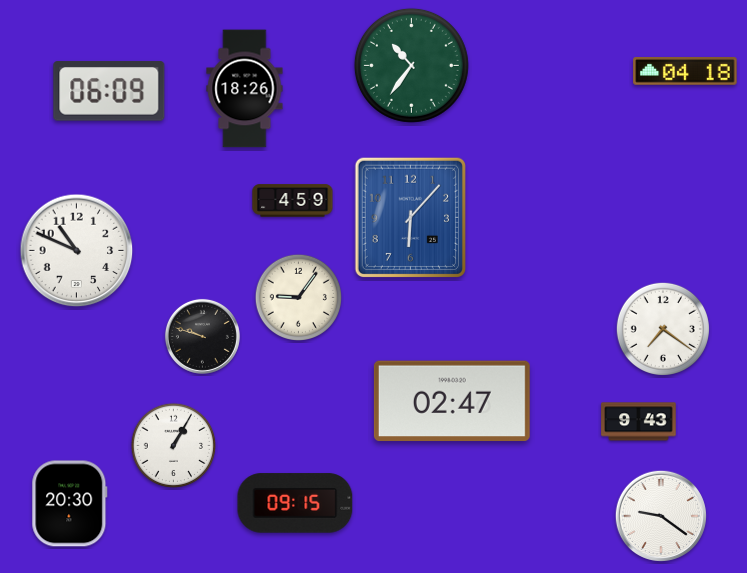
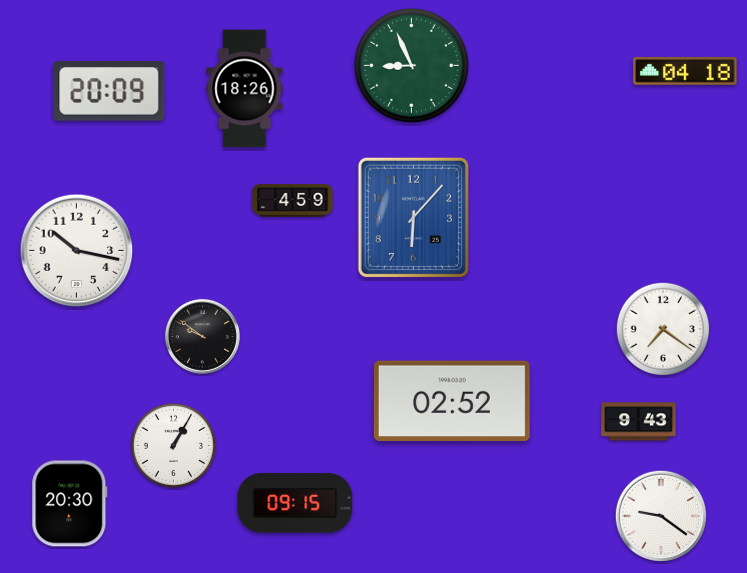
clock at (411, 65): 10:36 -> 8:56
clock at (109, 91): 06:09 -> 20:09
clock at (410, 217) position: (410, 217) -> (413, 217)
clock at (77, 251): 10:49 -> 10:17
clock at (298, 297): 9:06 -> none
clock at (202, 336): 9:48 -> 9:51
clock at (452, 401): 02:47 -> 02:52
